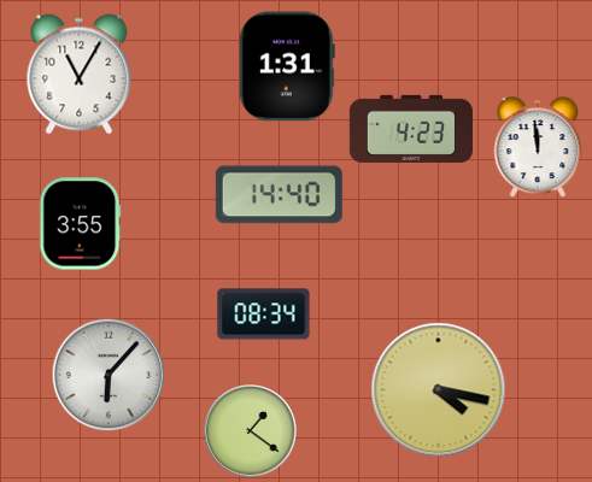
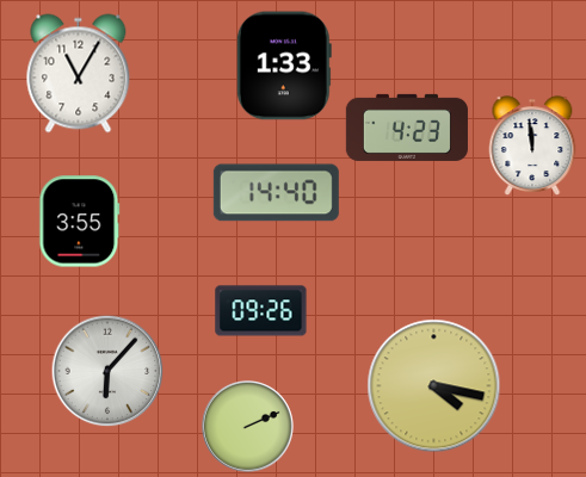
clock at (287, 66): 1:31 -> 1:33
clock at (264, 315): 08:34 -> 09:26
clock at (251, 431): 1:21 -> 2:11
